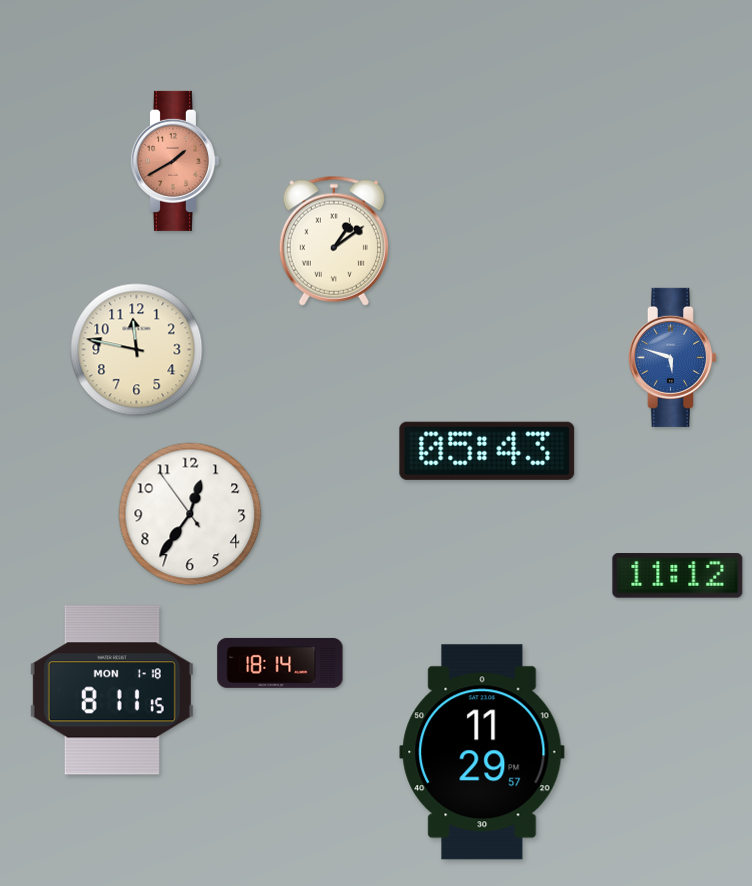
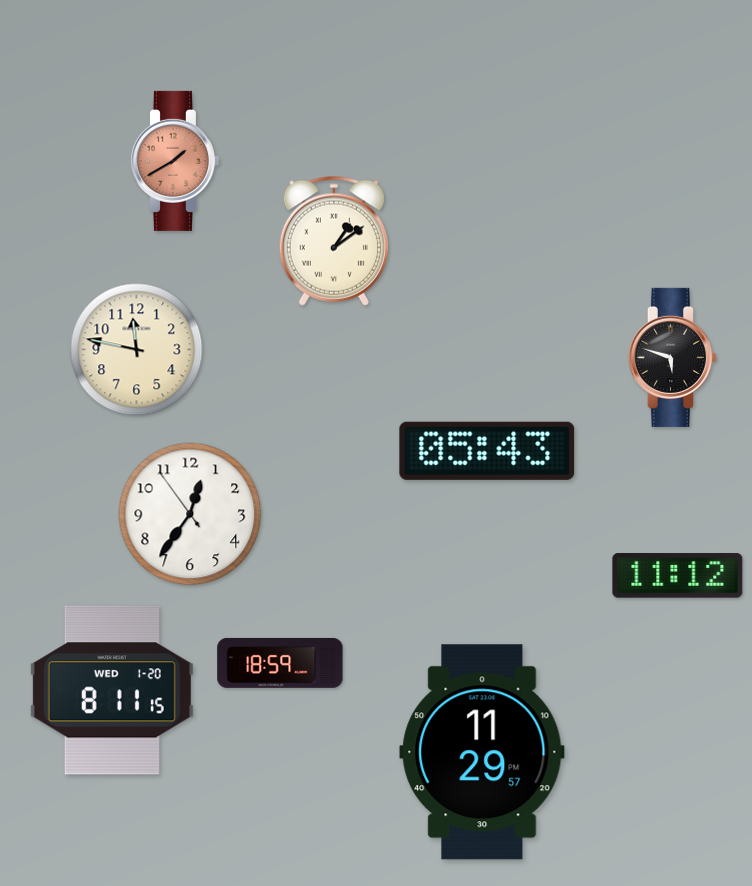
clock at (672, 357) dial: blue -> black
clock at (280, 663): 18:14 -> 18:59
clock at (112, 690) date: MON 1-18 -> WED 1-20
